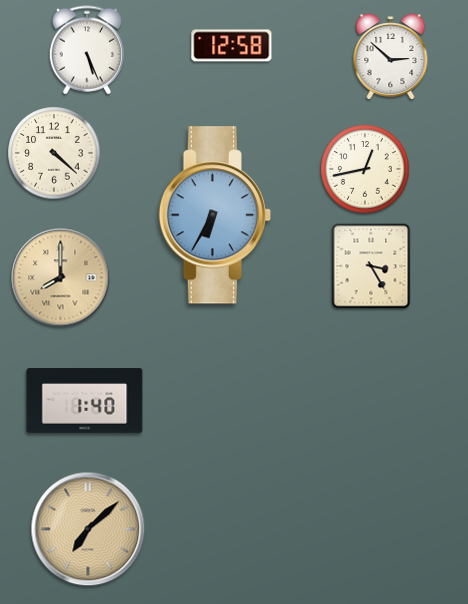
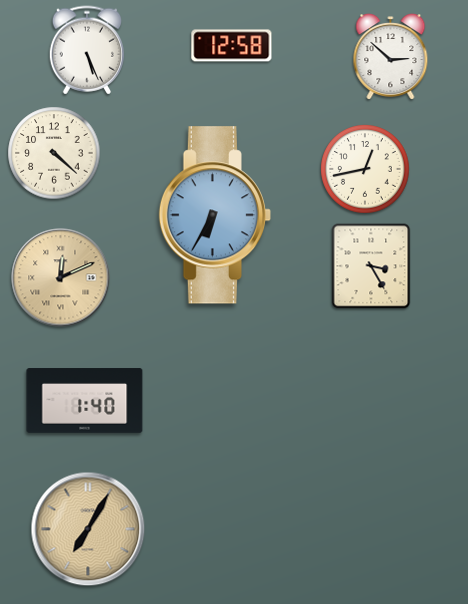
clock at (61, 278): 8:00 -> 12:11
clock at (88, 529): 7:08 -> 7:05
